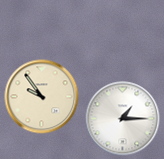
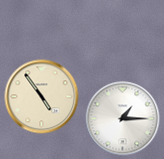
clock at (42, 97): 9:54 -> 4:54
